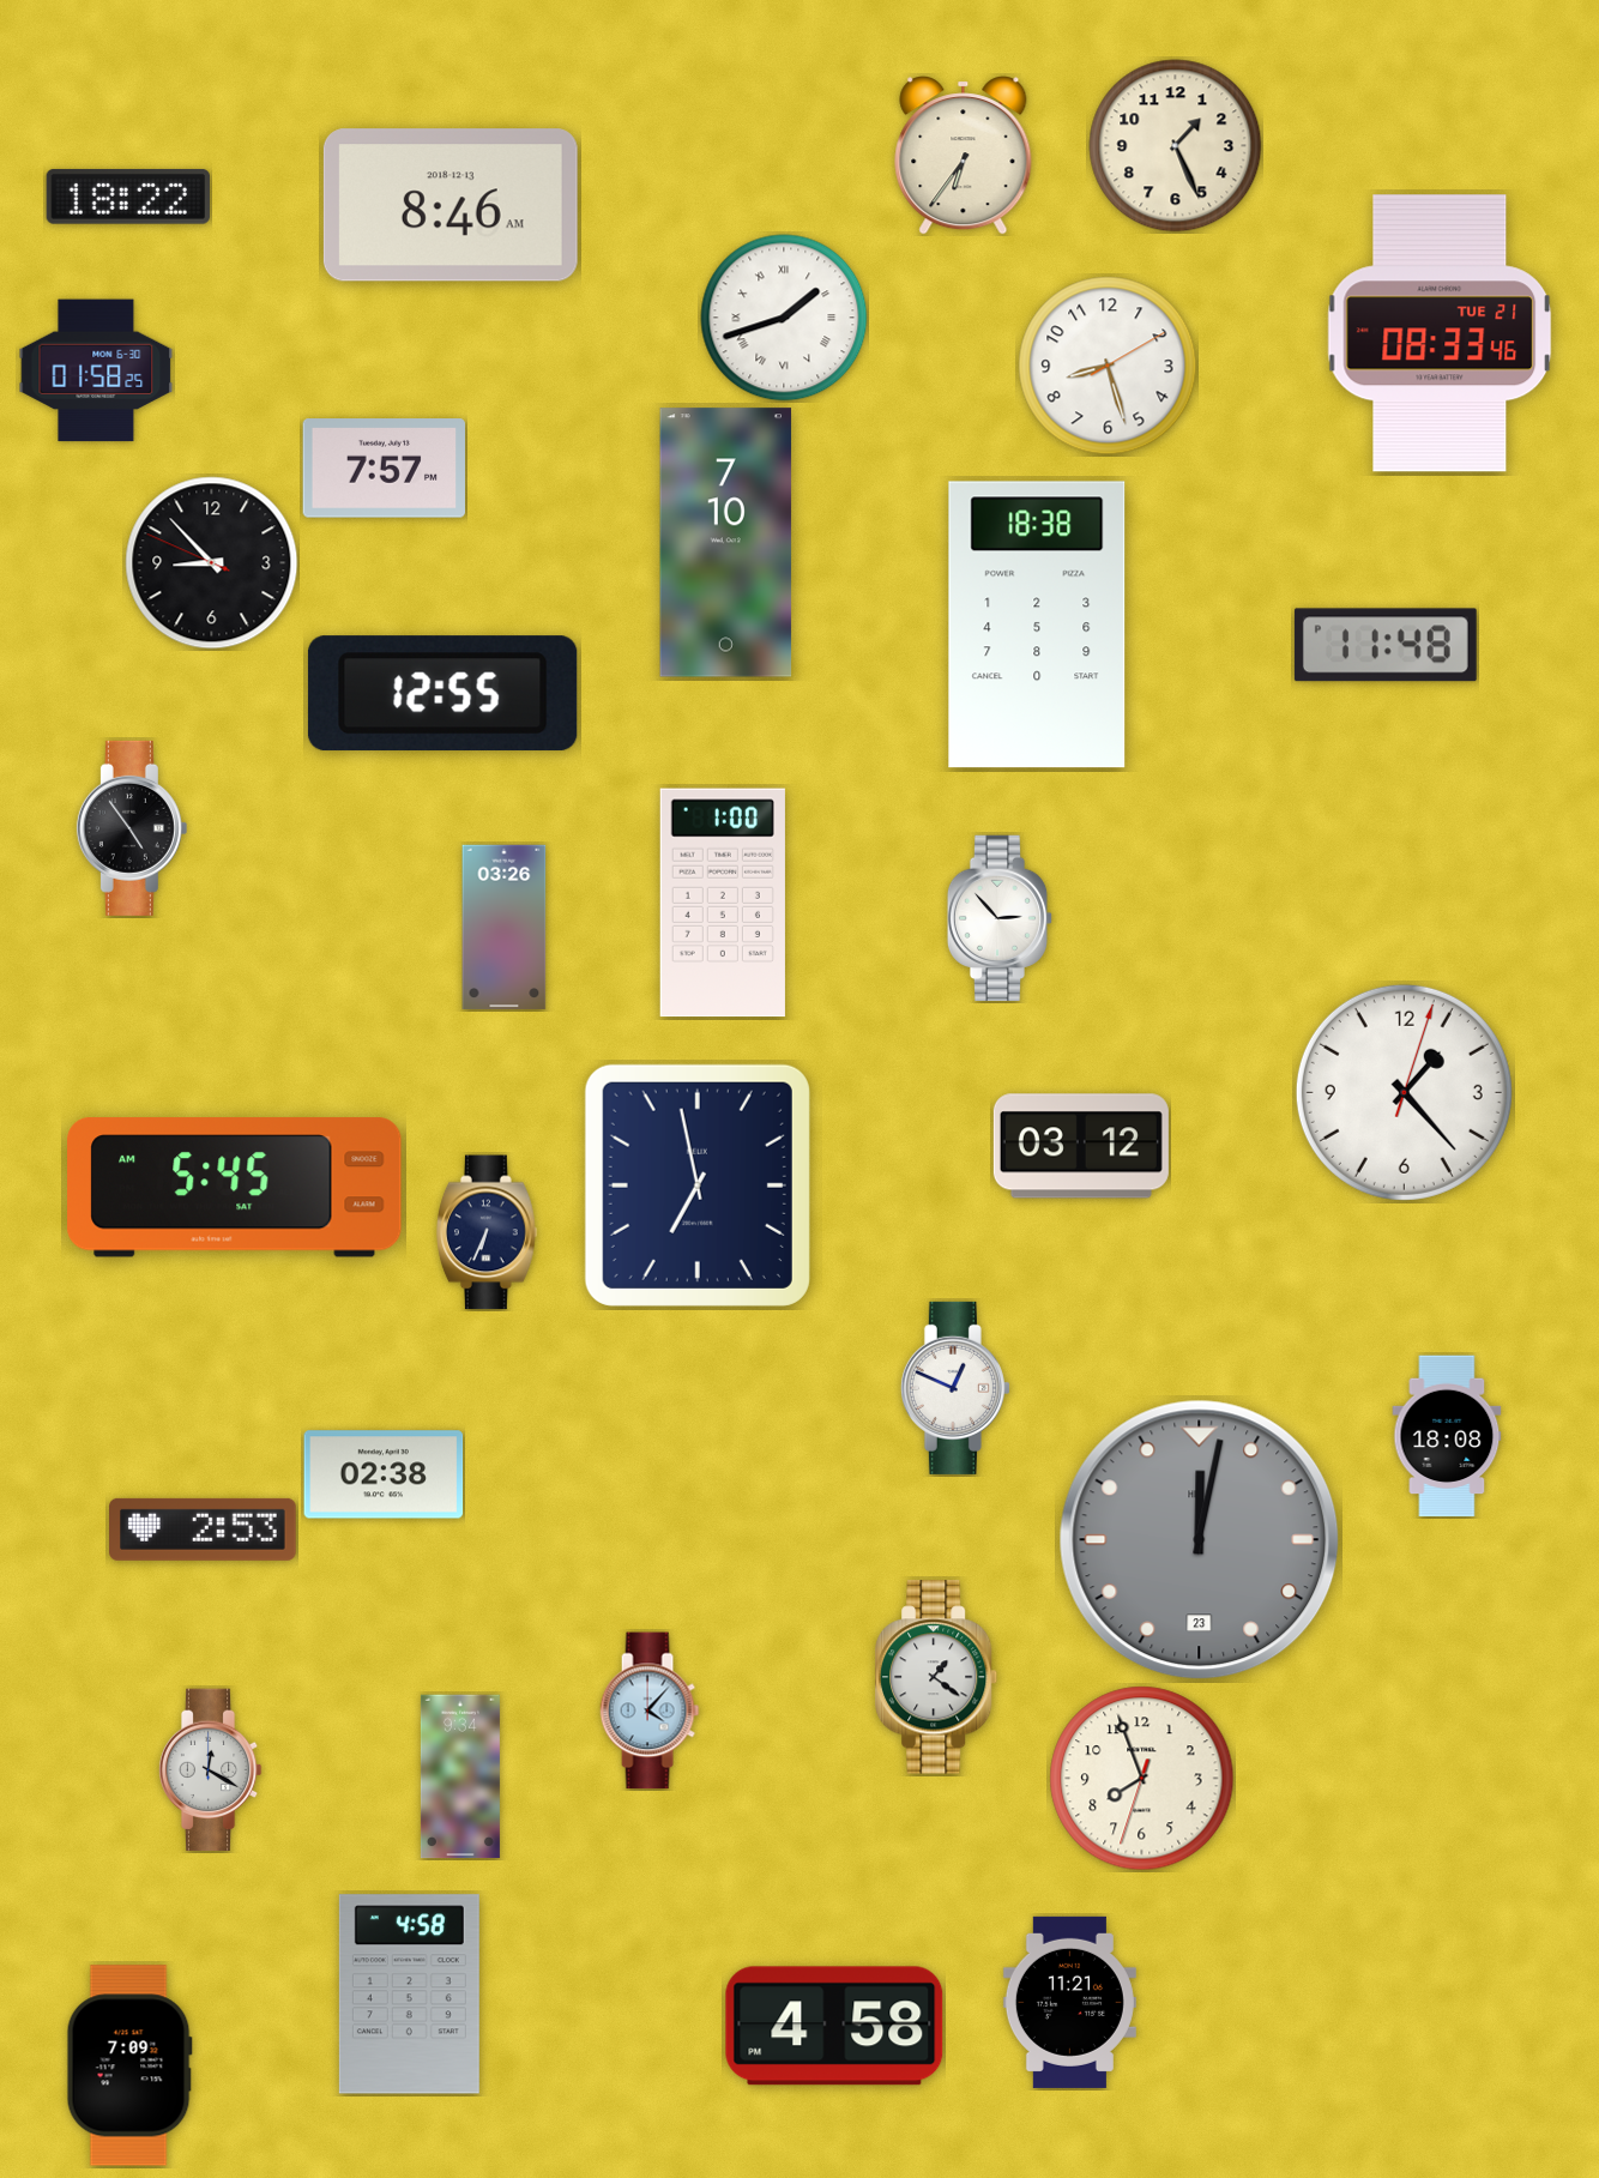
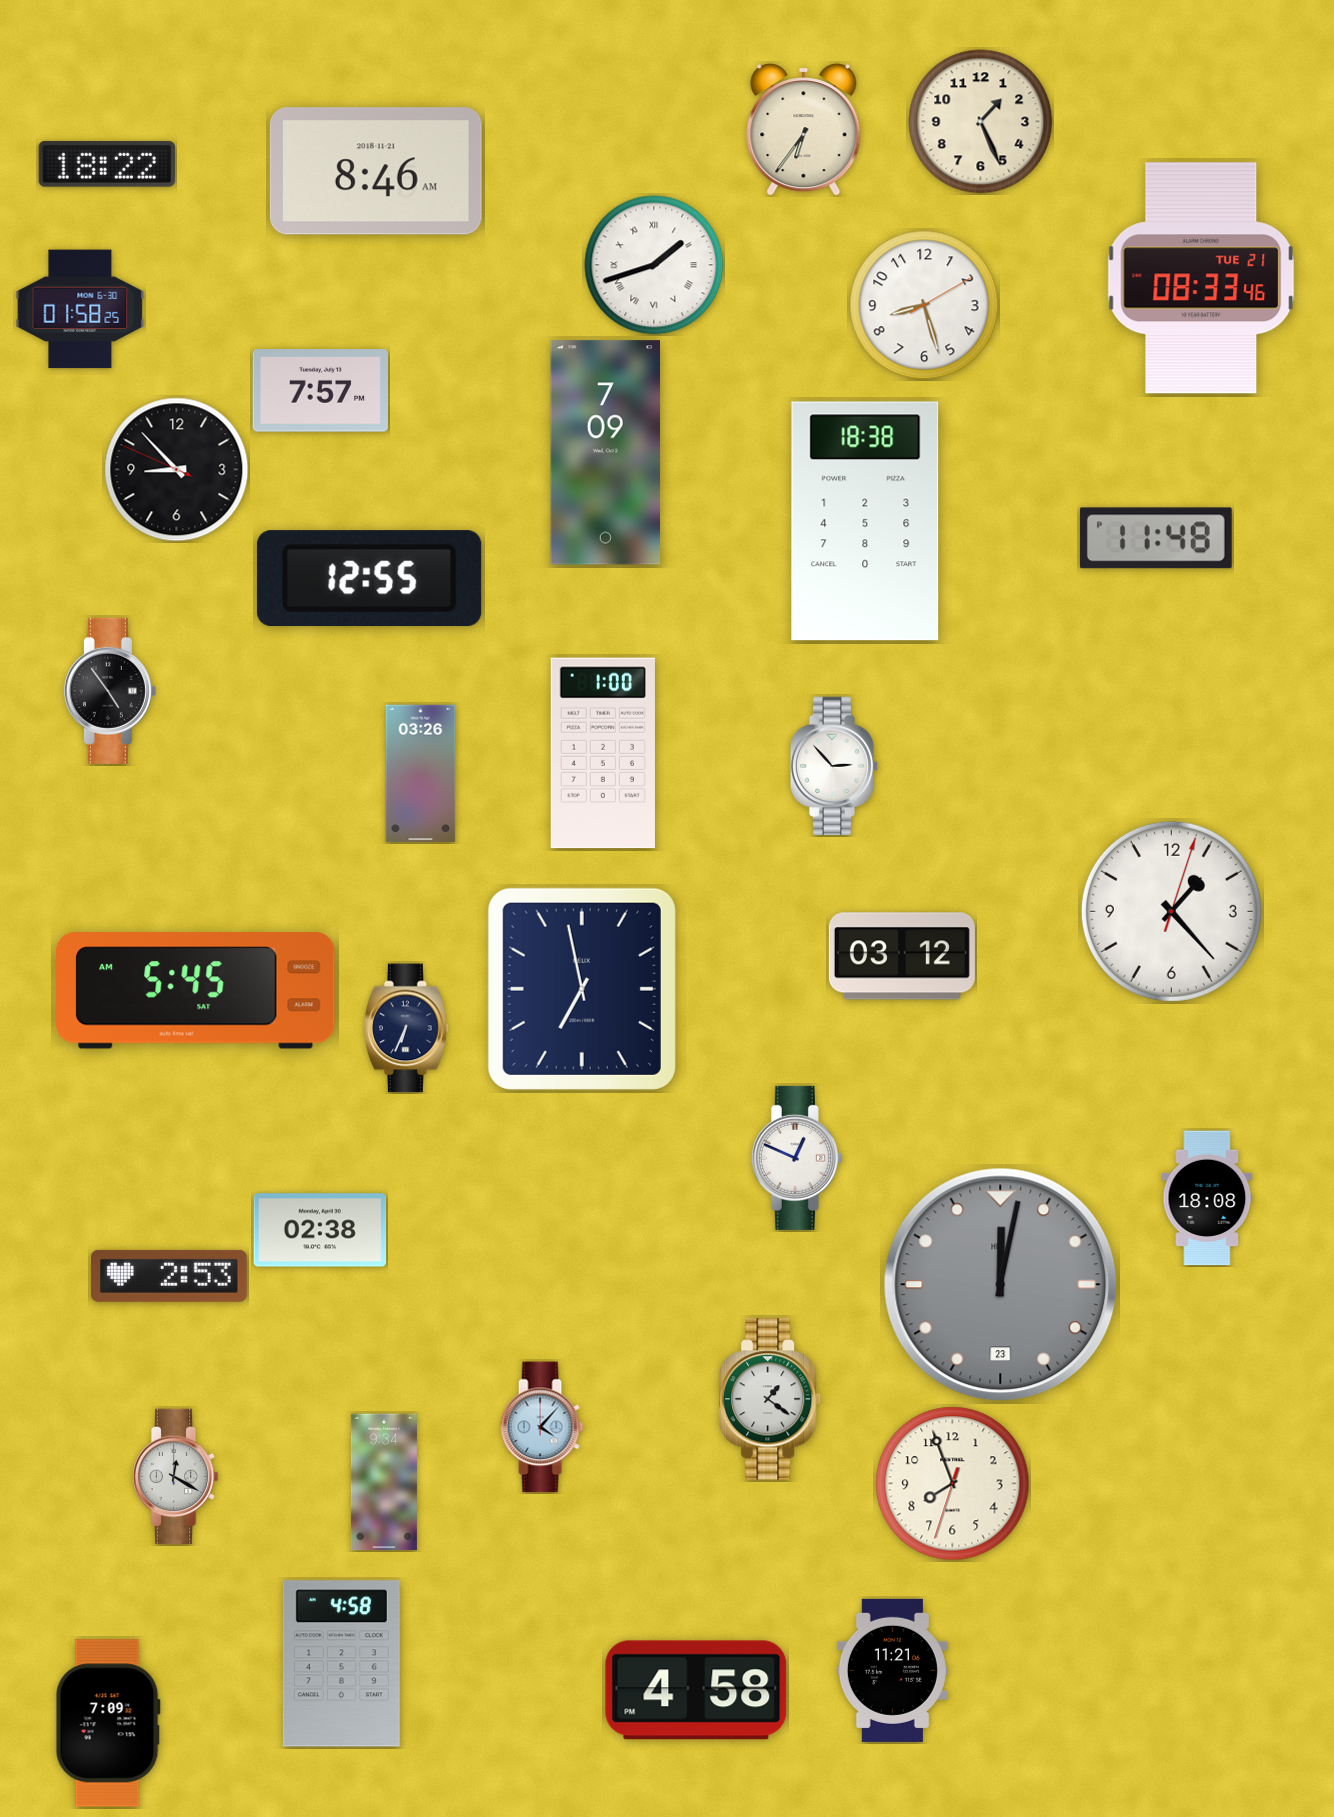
clock at (451, 205) date: 2018-12-13 -> 2018-11-21
clock at (726, 543): 7:10 -> 7:09
clock at (937, 1677) position: (937, 1677) -> (771, 1399)
